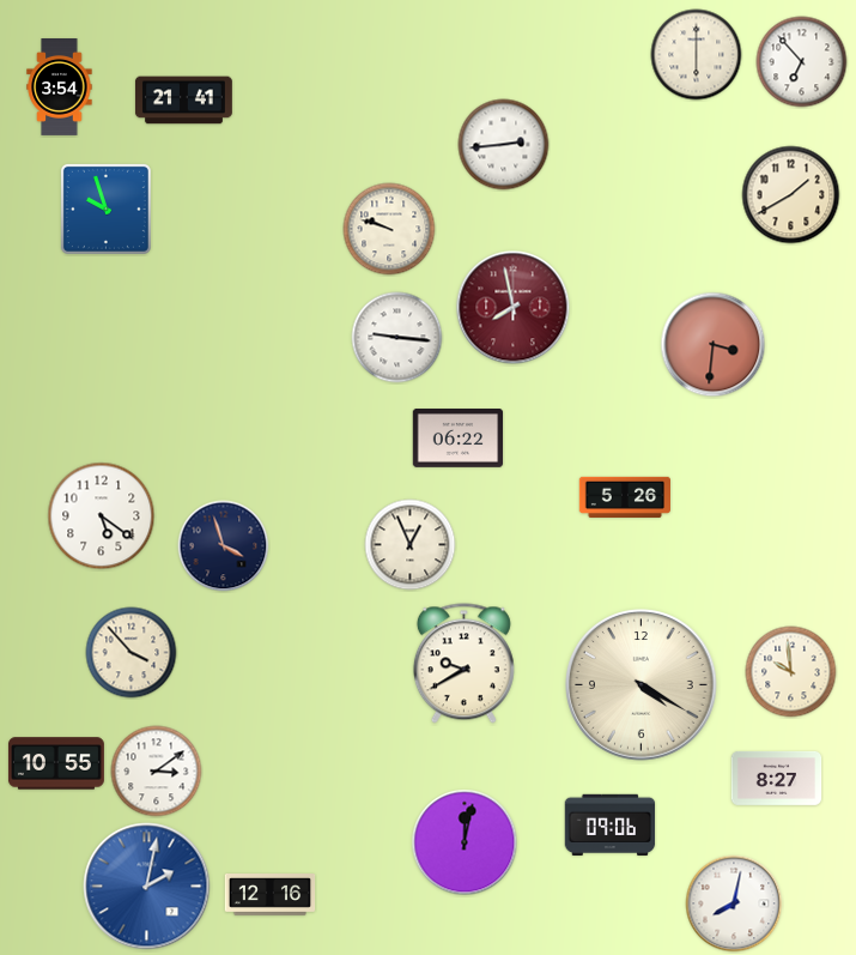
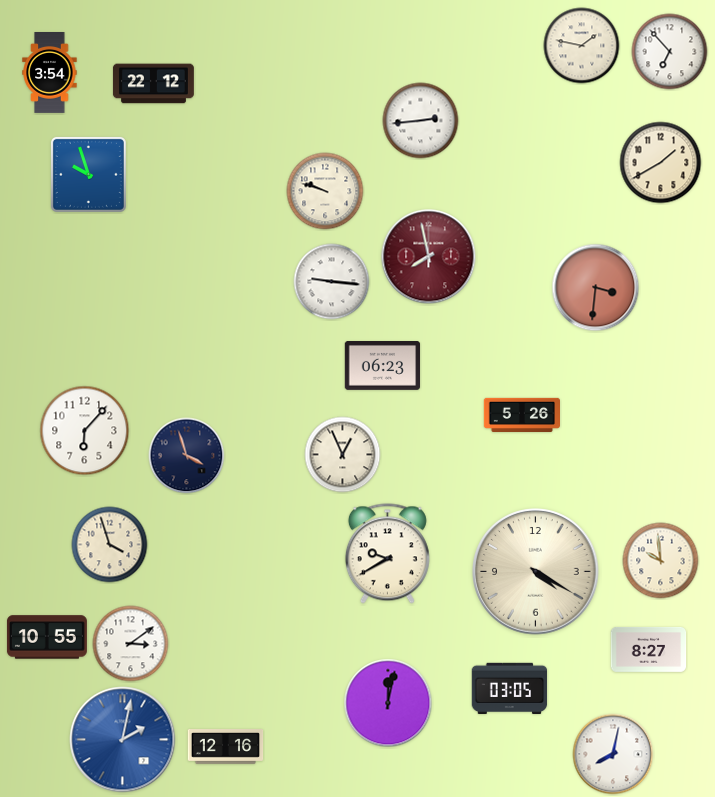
clock at (697, 55): 6:00 -> 1:47
clock at (183, 101): 21:41 -> 22:12
clock at (459, 439): 06:22 -> 06:23
clock at (102, 516): 5:21 -> 6:07
clock at (132, 653): 3:53 -> 3:57
clock at (611, 826): 09:06 -> 03:05
